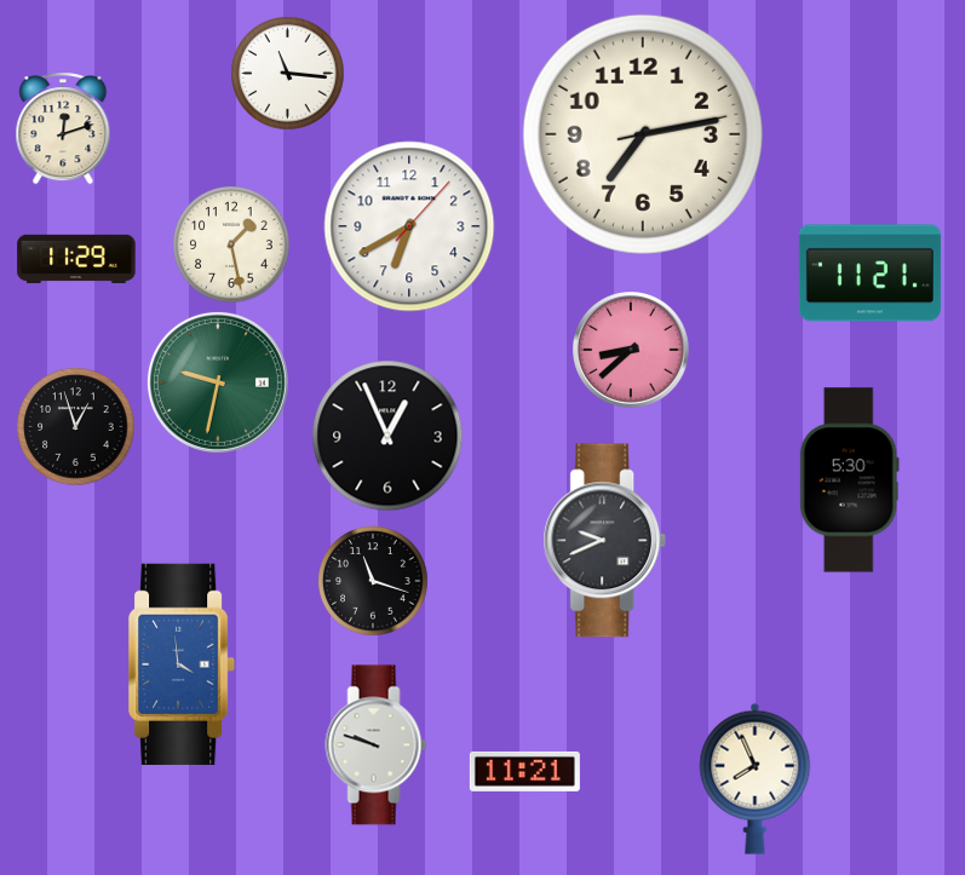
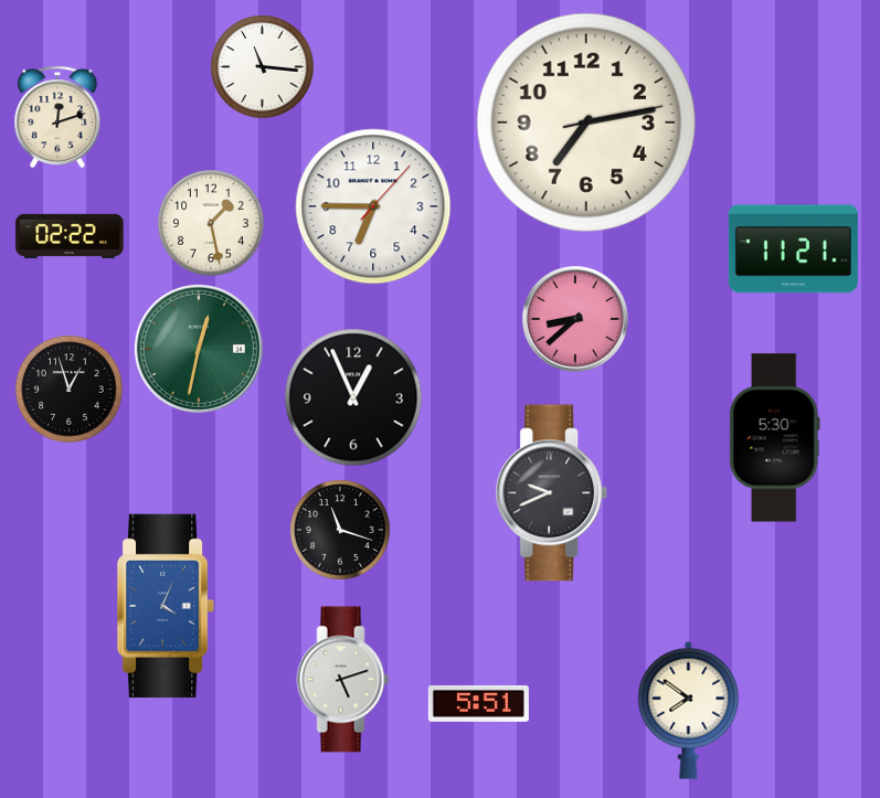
clock at (409, 226): 6:40 -> 6:45
clock at (76, 259): 11:29 -> 02:22
clock at (218, 382): 9:32 -> 12:32
clock at (183, 664): 3:59 -> 4:04
clock at (377, 746): 9:48 -> 5:12
clock at (524, 771): 11:21 -> 5:51
clock at (756, 778): 7:56 -> 7:51
